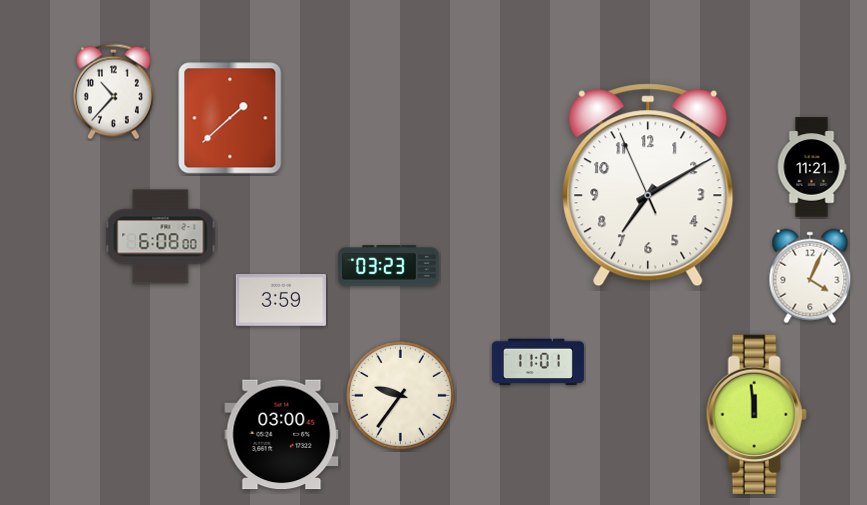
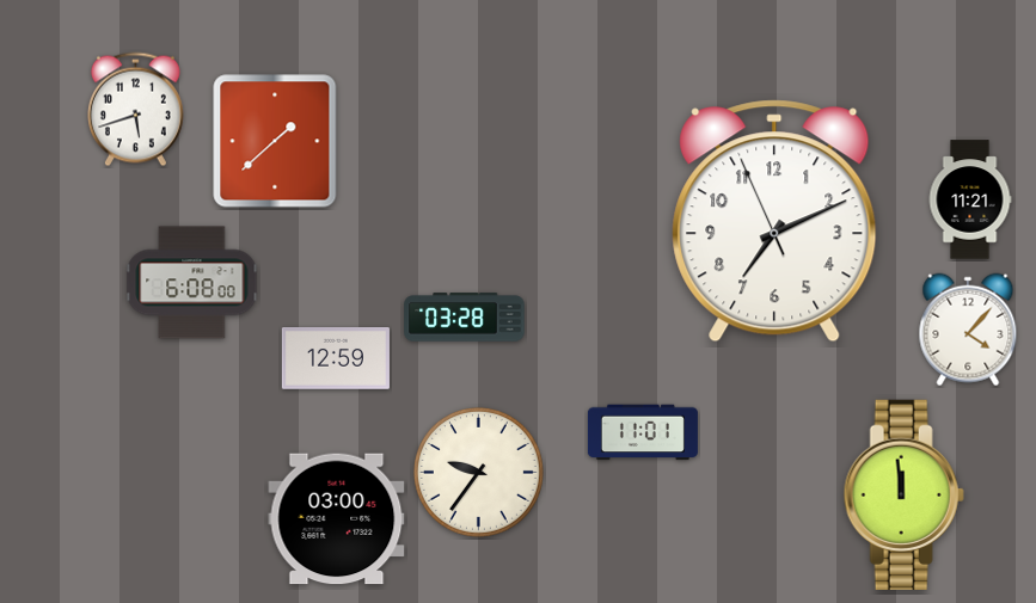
clock at (113, 92): 10:37 -> 5:42
clock at (648, 185): 7:09 -> 7:10
clock at (389, 266): 03:23 -> 03:28
clock at (810, 276): 4:04 -> 4:07
clock at (281, 301): 3:59 -> 12:59
